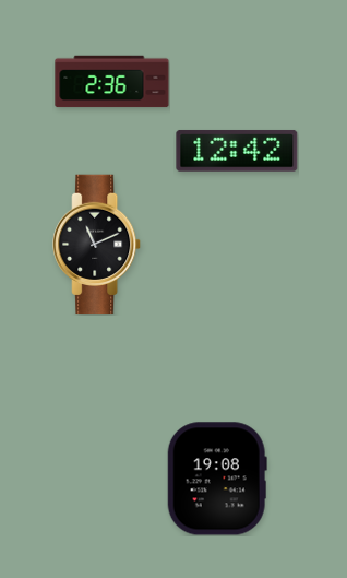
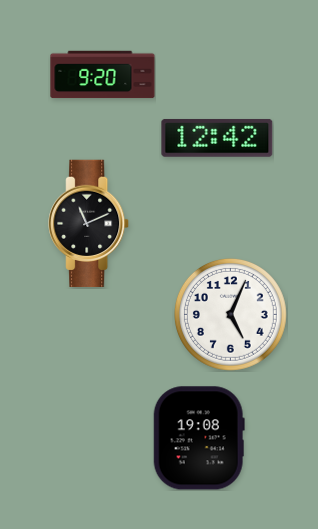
clock at (112, 82): 2:36 -> 9:20
clock at (230, 314): none -> 5:04
